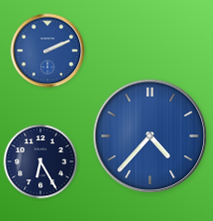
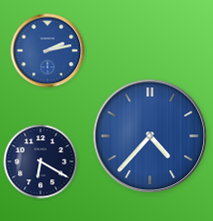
clock at (48, 51): 2:11 -> 2:13
clock at (41, 162): 6:25 -> 6:20
